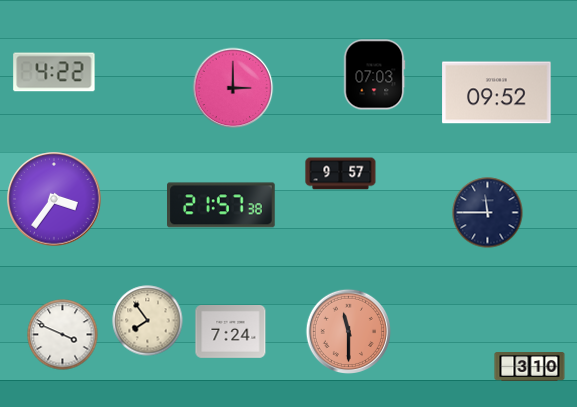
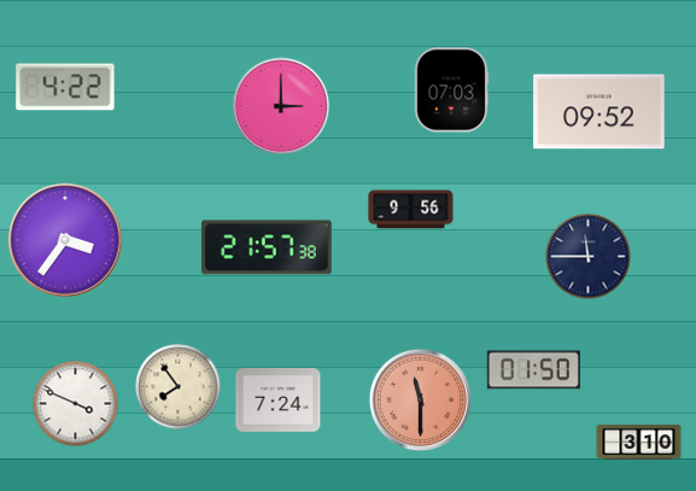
clock at (341, 174): 9:57 -> 9:56
clock at (533, 370): none -> 01:50
